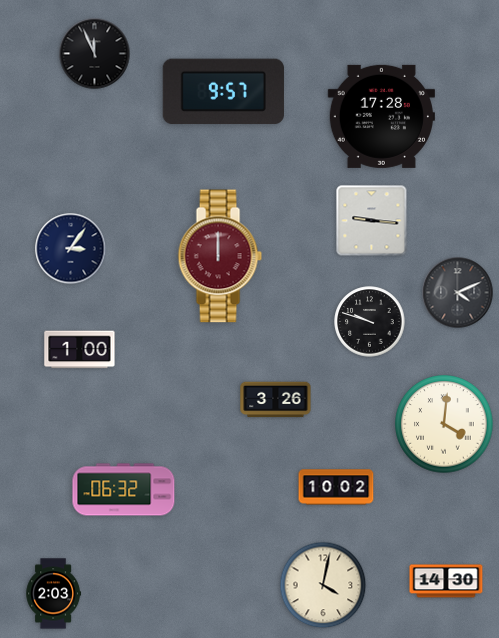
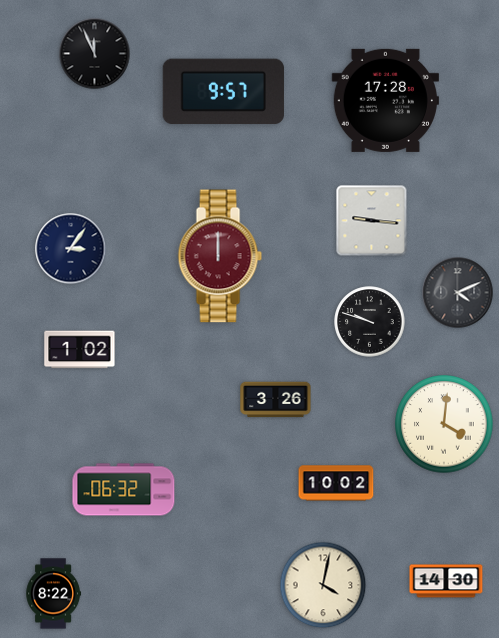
clock at (381, 116) position: (381, 116) -> (385, 100)
clock at (80, 350): 1:00 -> 1:02
clock at (336, 487) position: (336, 487) -> (336, 483)
clock at (53, 594): 2:03 -> 8:22
